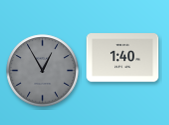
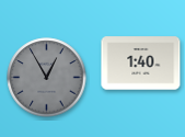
clock at (123, 58) position: (123, 58) -> (141, 64)
